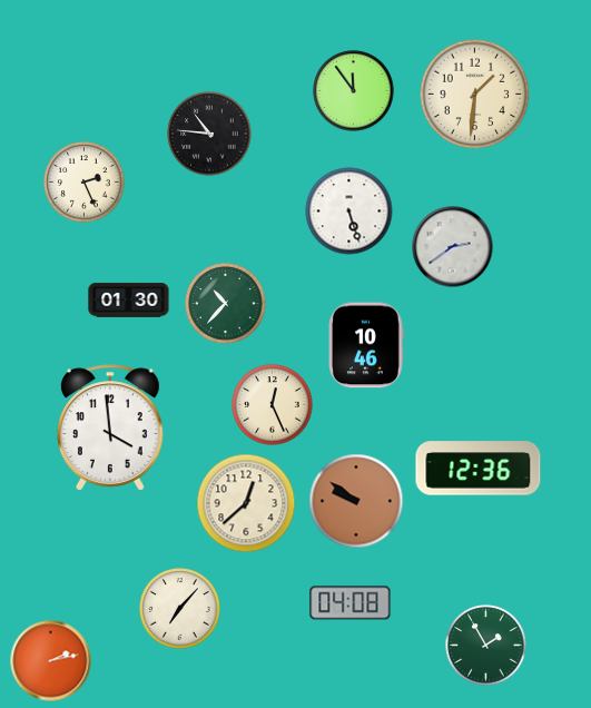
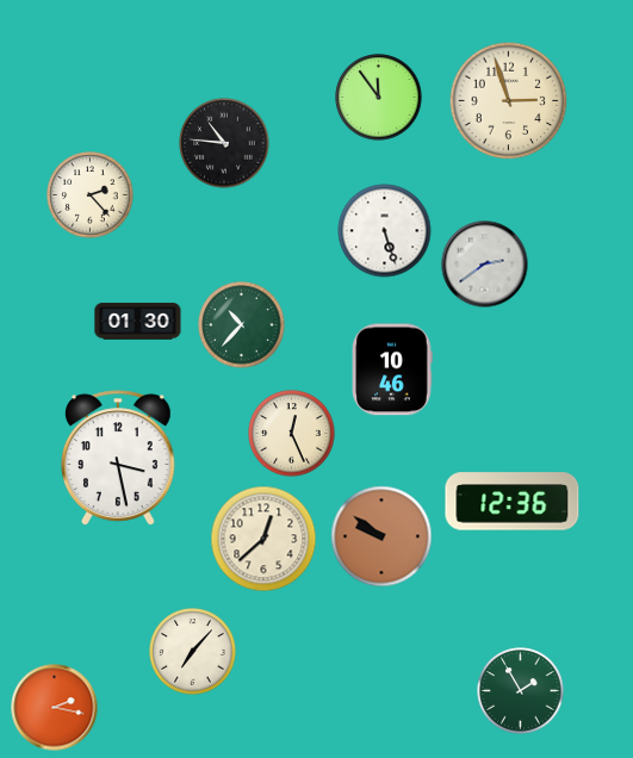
clock at (475, 95): 1:31 -> 2:57
clock at (85, 183): 2:26 -> 2:23
clock at (349, 212) position: (349, 212) -> (385, 231)
clock at (111, 427): 3:59 -> 3:28
clock at (351, 603): 04:08 -> none
clock at (51, 661): 2:13 -> 2:17
